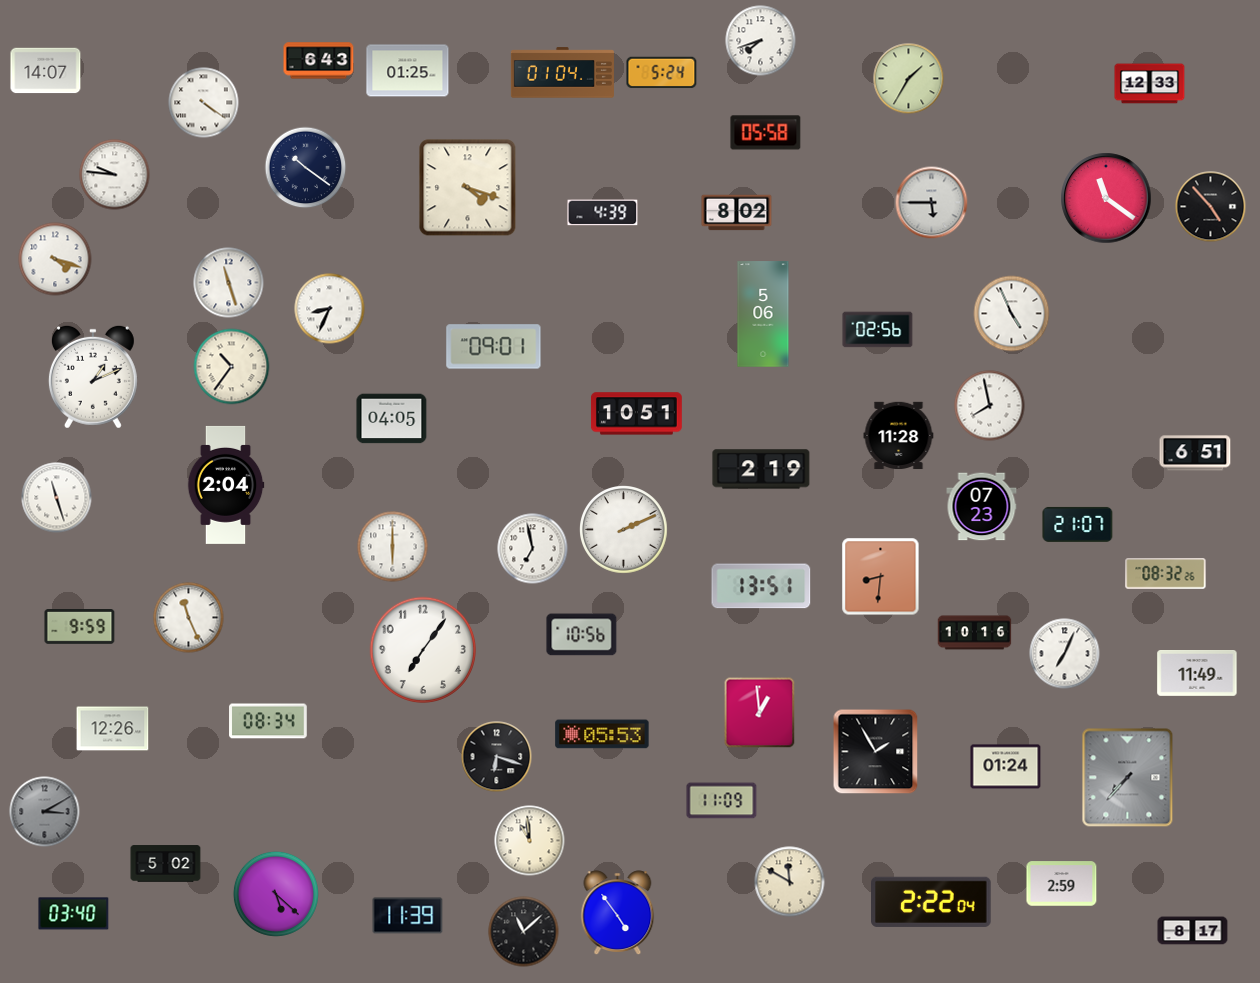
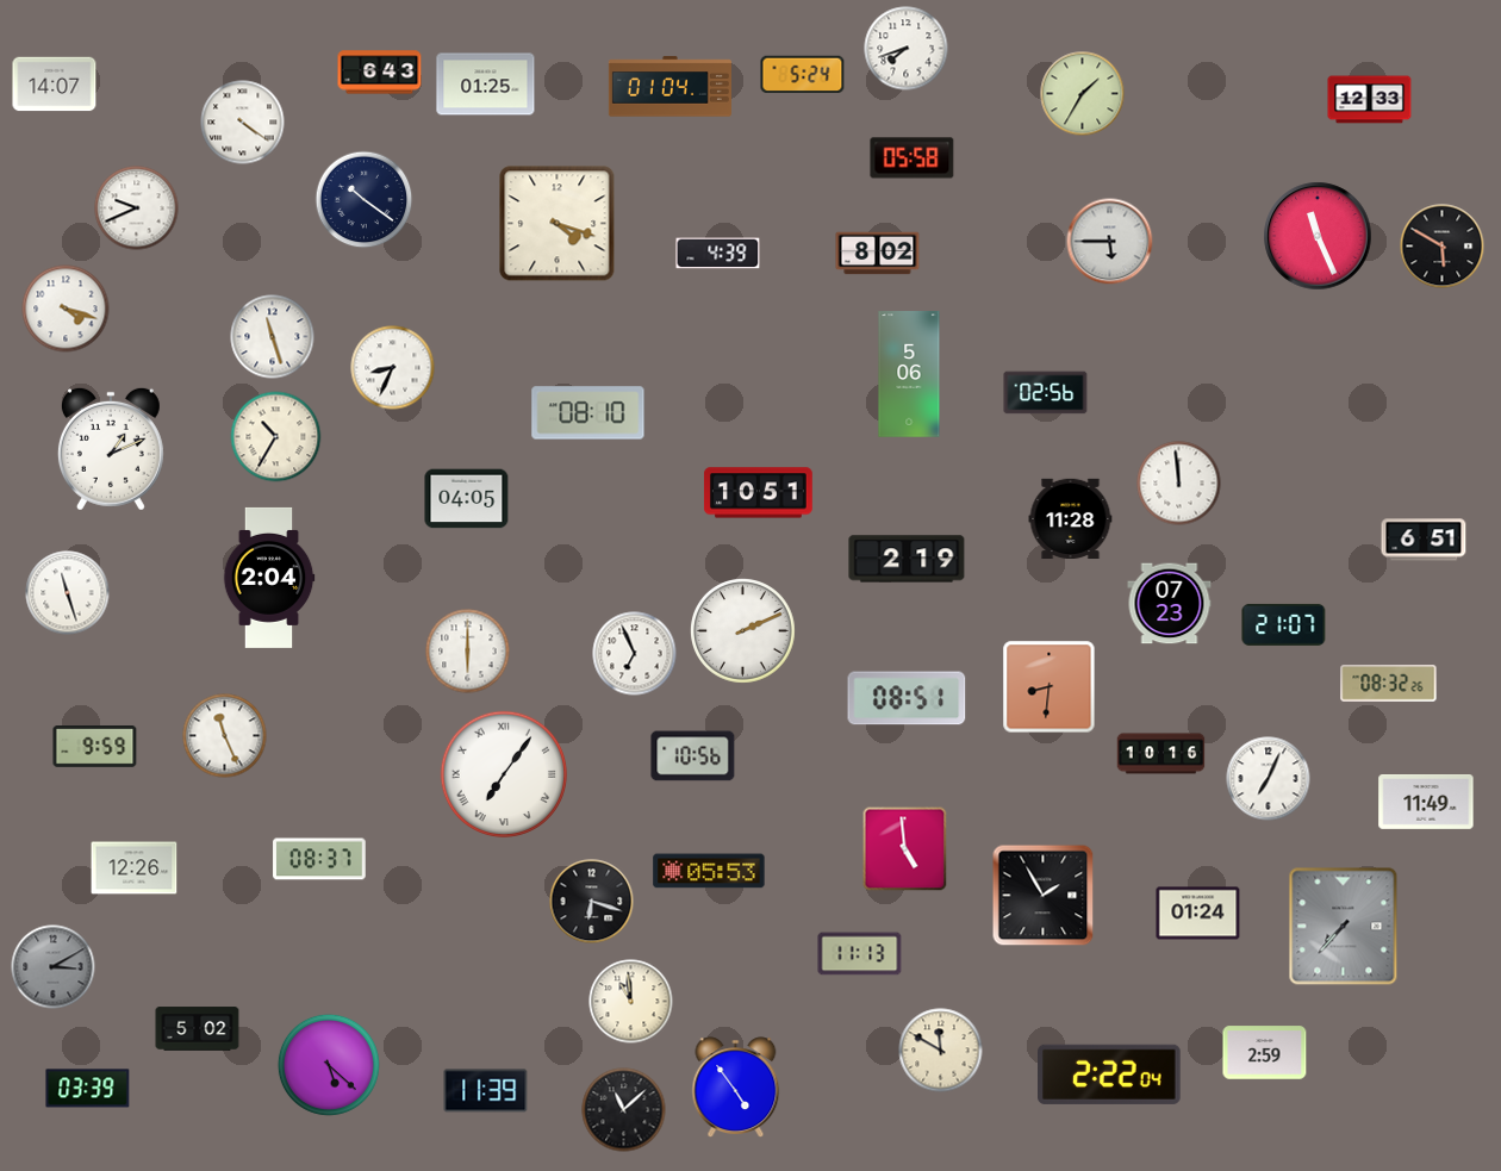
clock at (662, 73) position: (662, 73) -> (803, 75)
clock at (115, 175): 9:46 -> 9:41
clock at (1106, 198): 11:21 -> 11:26
clock at (1211, 207): 4:53 -> 5:50
clock at (1012, 314): 4:56 -> none
clock at (494, 347): 09:01 -> 08:10
clock at (232, 367): 10:36 -> 10:35
clock at (990, 406): 7:58 -> 11:59
clock at (533, 549): 6:58 -> 6:56
clock at (761, 586): 13:51 -> 08:51
clock at (423, 650) numerals: Arabic -> Roman
clock at (760, 713): 12:59 -> 4:59
clock at (268, 721): 08:34 -> 08:37
clock at (602, 734) position: (602, 734) -> (709, 871)
clock at (722, 801): 11:09 -> 11:13
clock at (74, 914): 03:40 -> 03:39
clock at (1193, 931): 8:17 -> none
